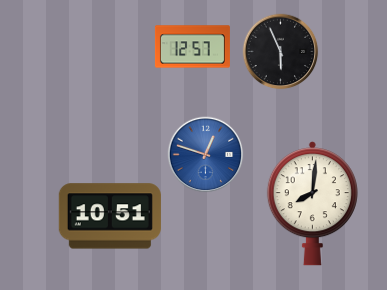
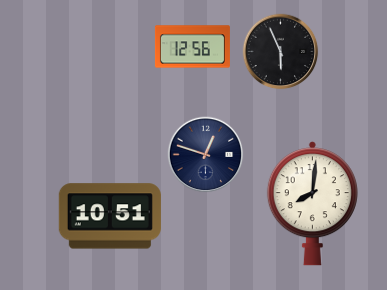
clock at (192, 47): 12:57 -> 12:56
clock at (206, 155) dial: blue -> navy
